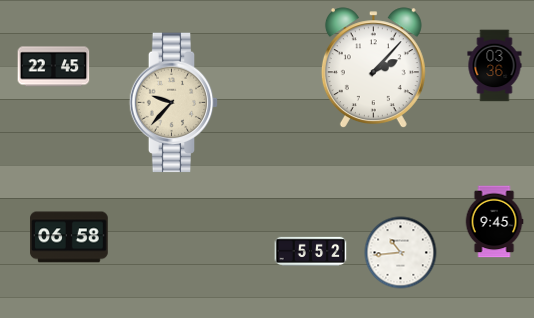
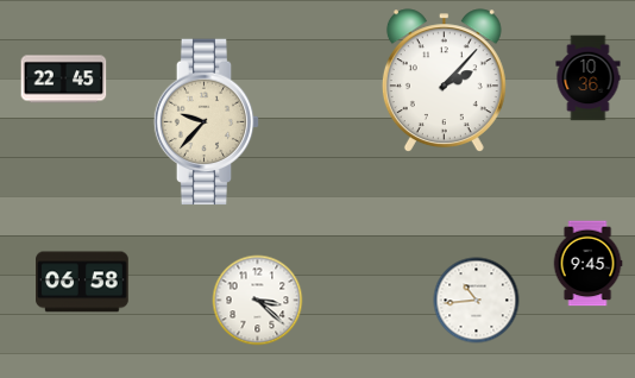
clock at (495, 66): 03:36 -> 10:36
clock at (311, 251): 5:52 -> none
clock at (258, 301): none -> 3:22
